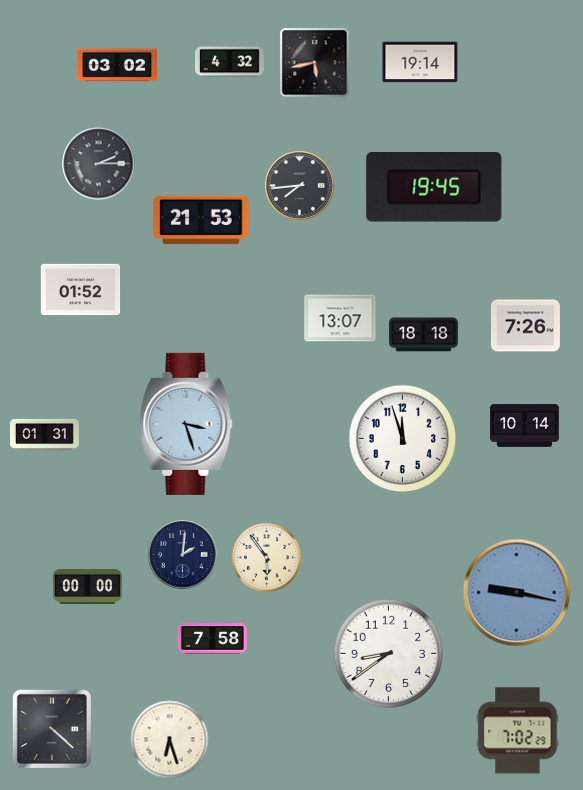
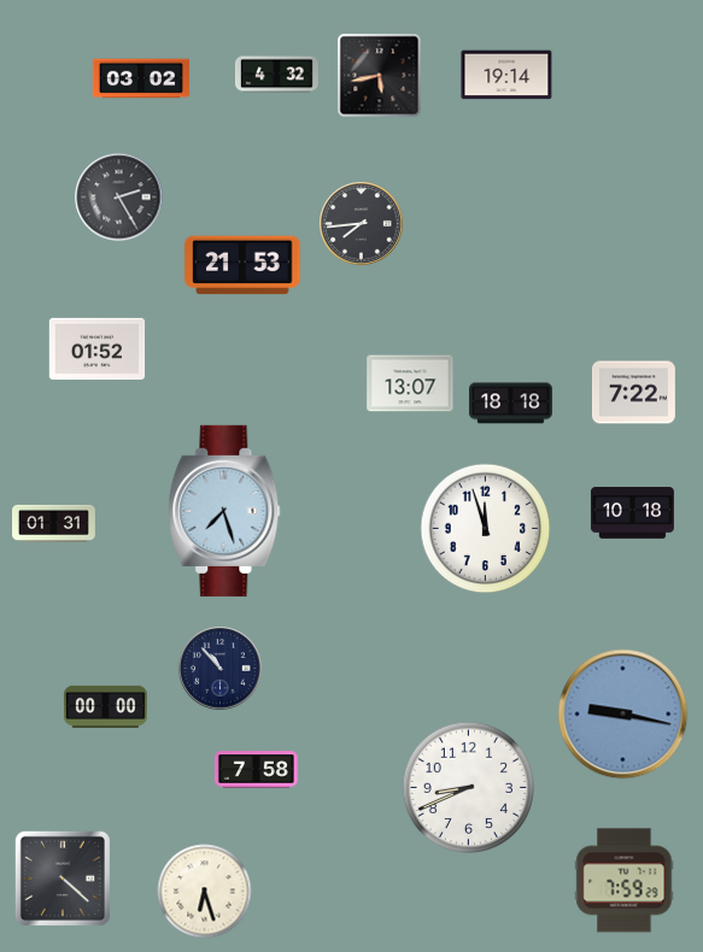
clock at (99, 164): 2:15 -> 2:25
clock at (434, 188): 19:45 -> none
clock at (525, 326): 7:26 -> 7:22
clock at (186, 424): 3:27 -> 7:27
clock at (525, 426): 10:14 -> 10:18
clock at (183, 555): 2:01 -> 10:53
clock at (267, 558): 5:54 -> none
clock at (389, 654): 8:39 -> 8:41
clock at (518, 731): 7:02 -> 7:59
